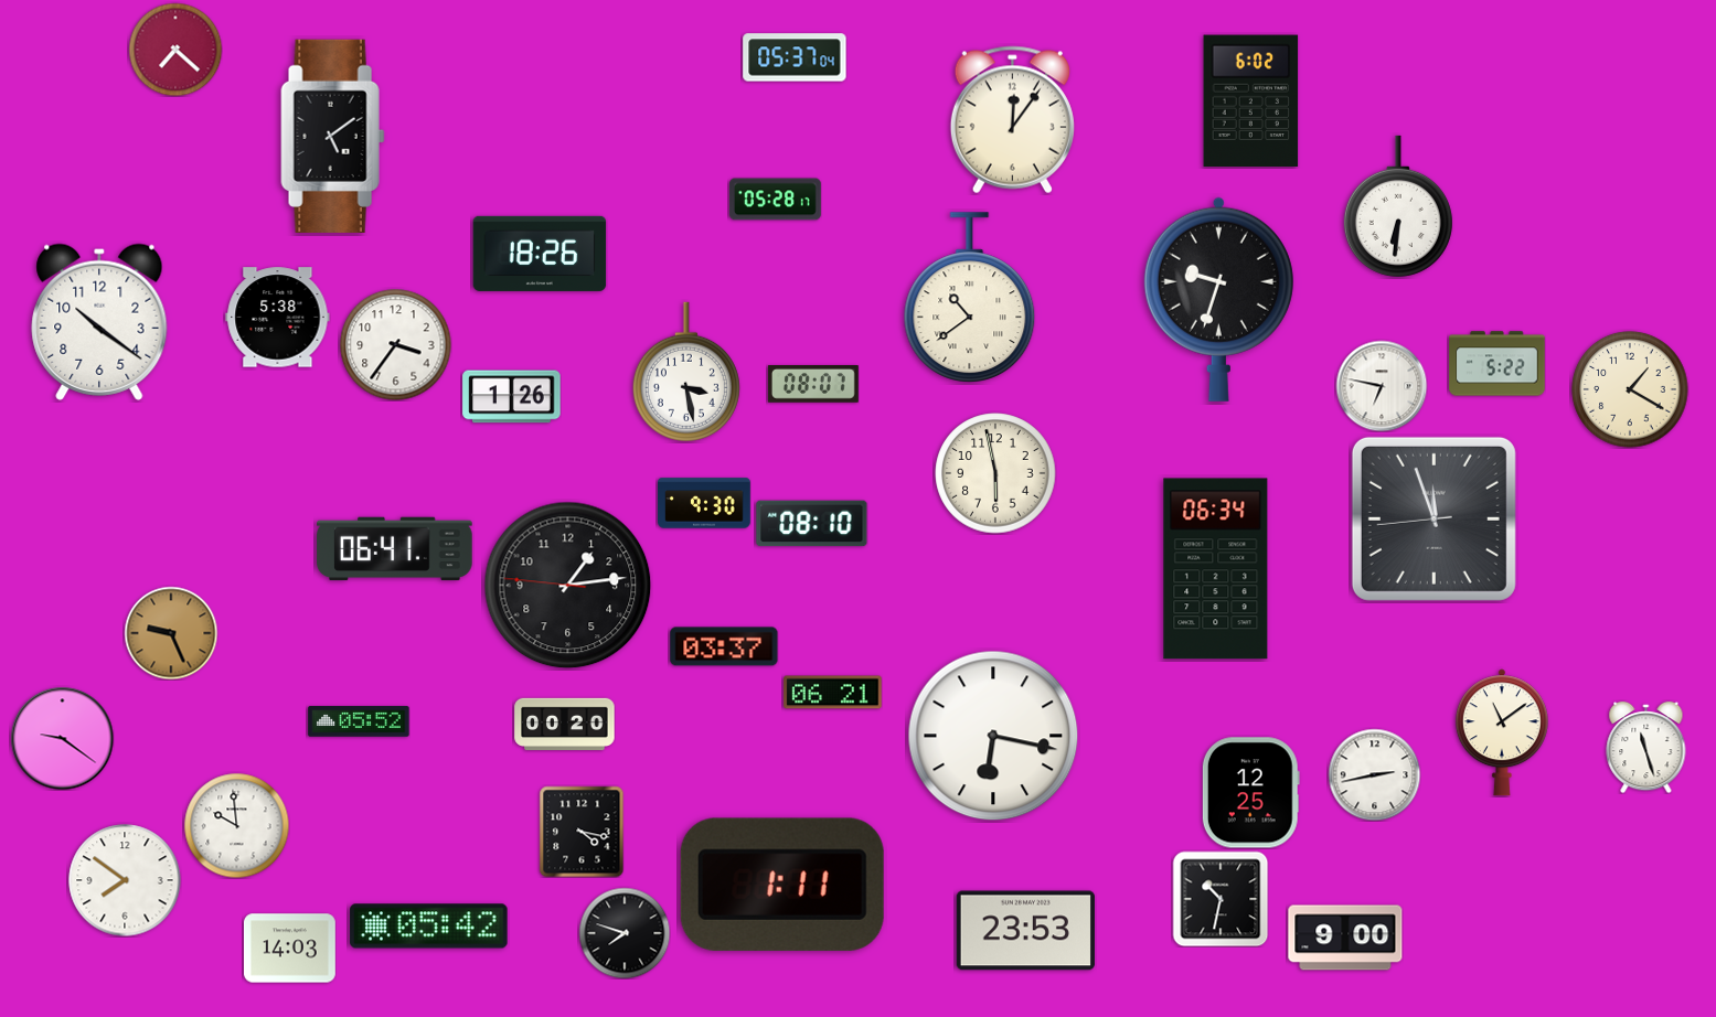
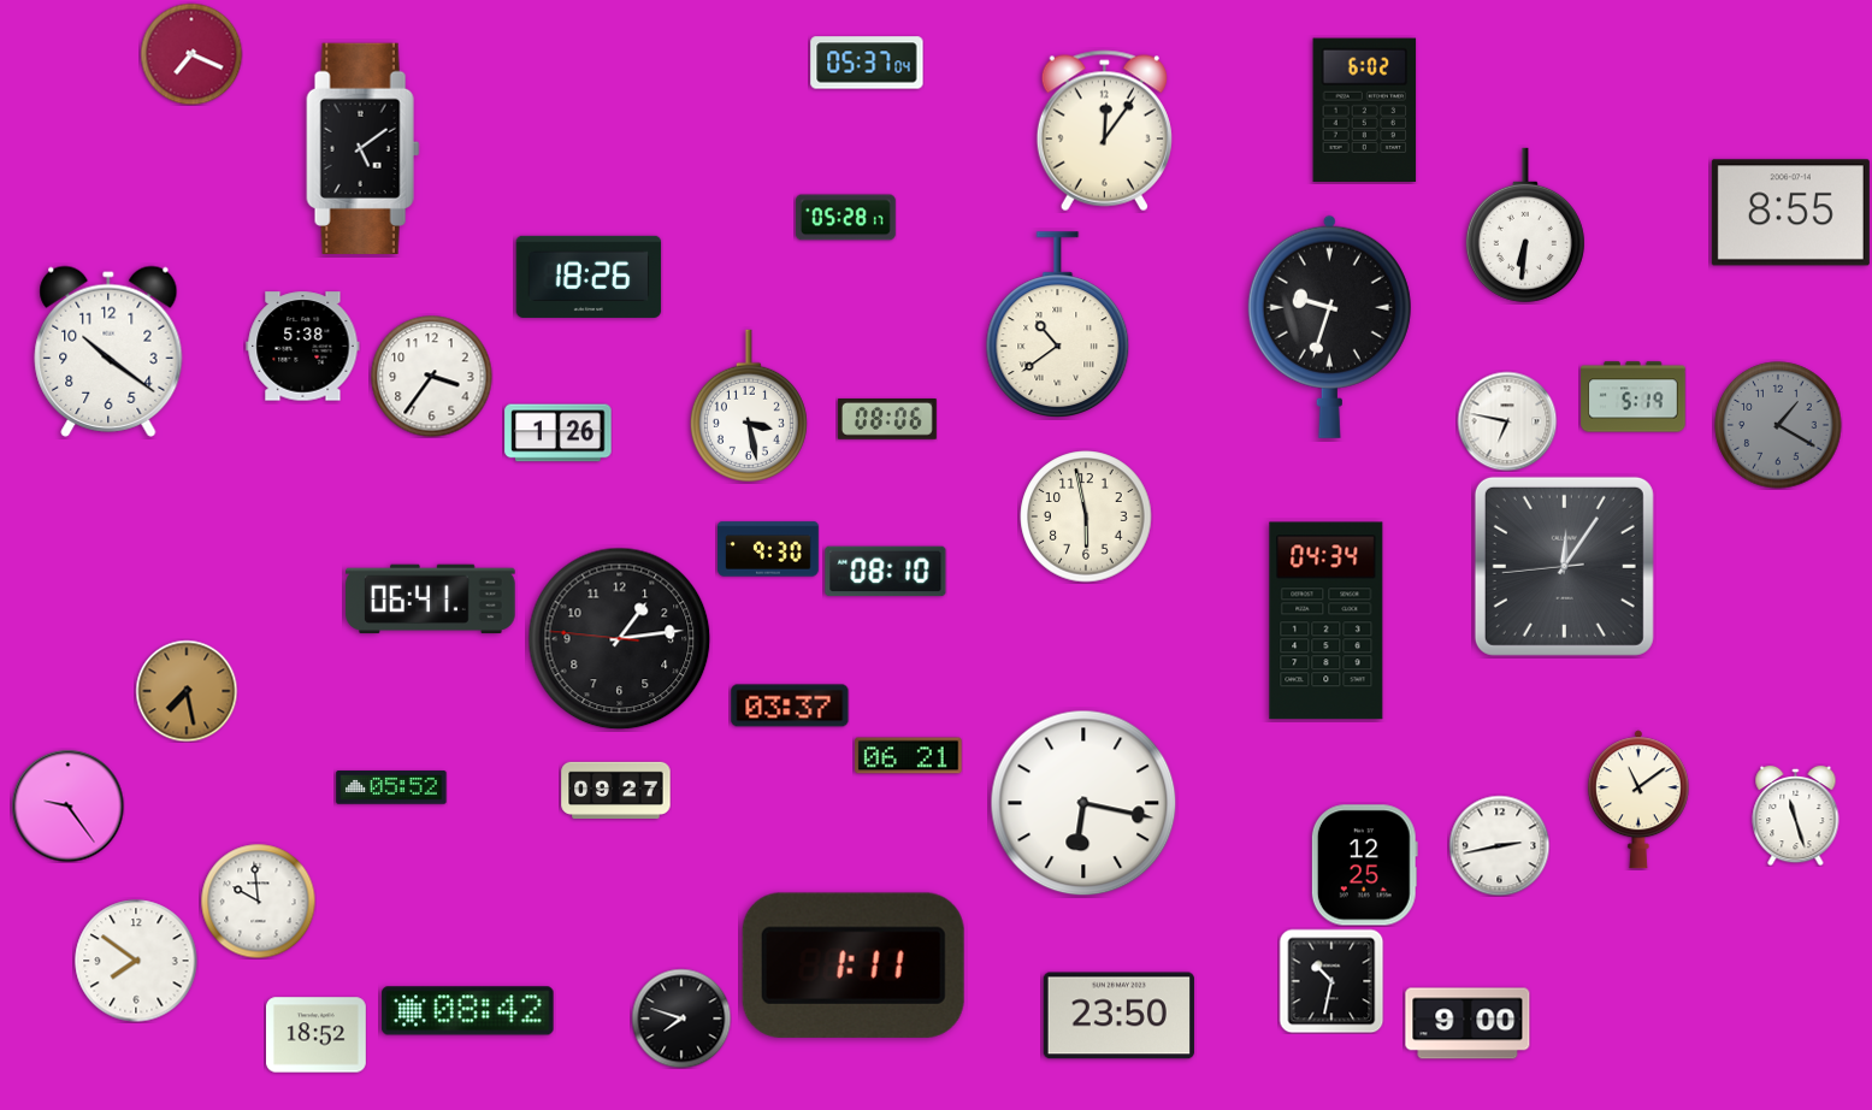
clock at (175, 50): 7:22 -> 7:19
clock at (1790, 213): none -> 8:55
clock at (1497, 364): 5:22 -> 5:19
clock at (813, 385): 08:07 -> 08:06
clock at (1630, 389) dial: cream -> grey
clock at (1433, 518): 11:56 -> 12:05
clock at (1216, 569): 06:34 -> 04:34
clock at (171, 633): 9:26 -> 7:28
clock at (565, 724): 00:20 -> 09:27
clock at (62, 738): 9:21 -> 9:24
clock at (582, 832): 4:17 -> none
clock at (429, 927): 05:42 -> 08:42
clock at (1025, 931): 23:53 -> 23:50
clock at (289, 949): 14:03 -> 18:52
